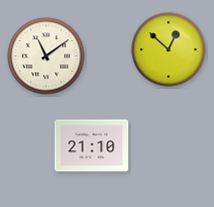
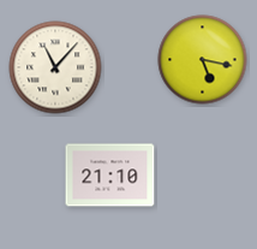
clock at (169, 50): 12:52 -> 5:17
clock at (46, 56): 11:09 -> 11:07
